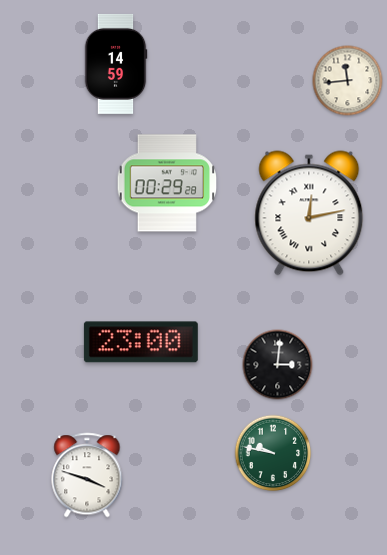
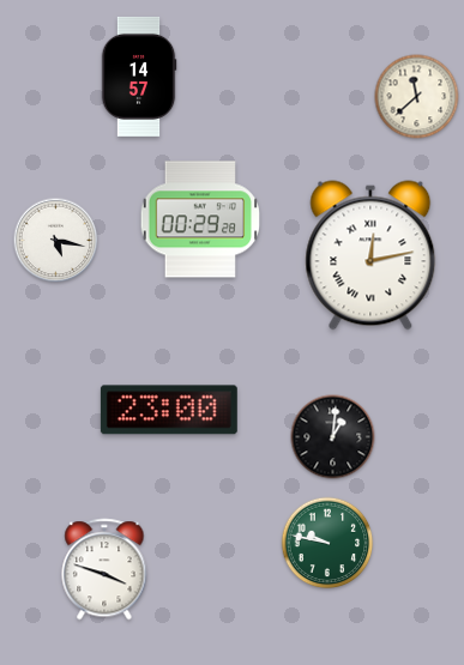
clock at (116, 64): 14:59 -> 14:57
clock at (348, 81): 11:44 -> 11:38
clock at (56, 241): none -> 5:17
clock at (278, 365): 3:01 -> 1:01
